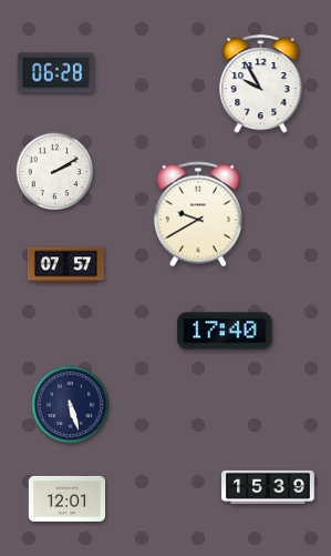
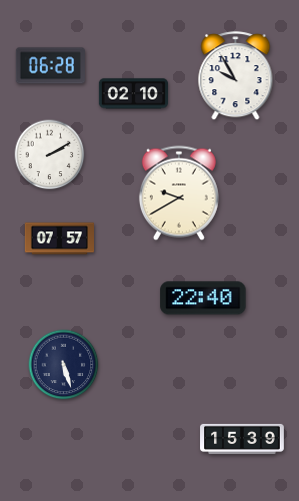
clock at (133, 94): none -> 02:10
clock at (225, 331): 17:40 -> 22:40
clock at (66, 498): 12:01 -> none
